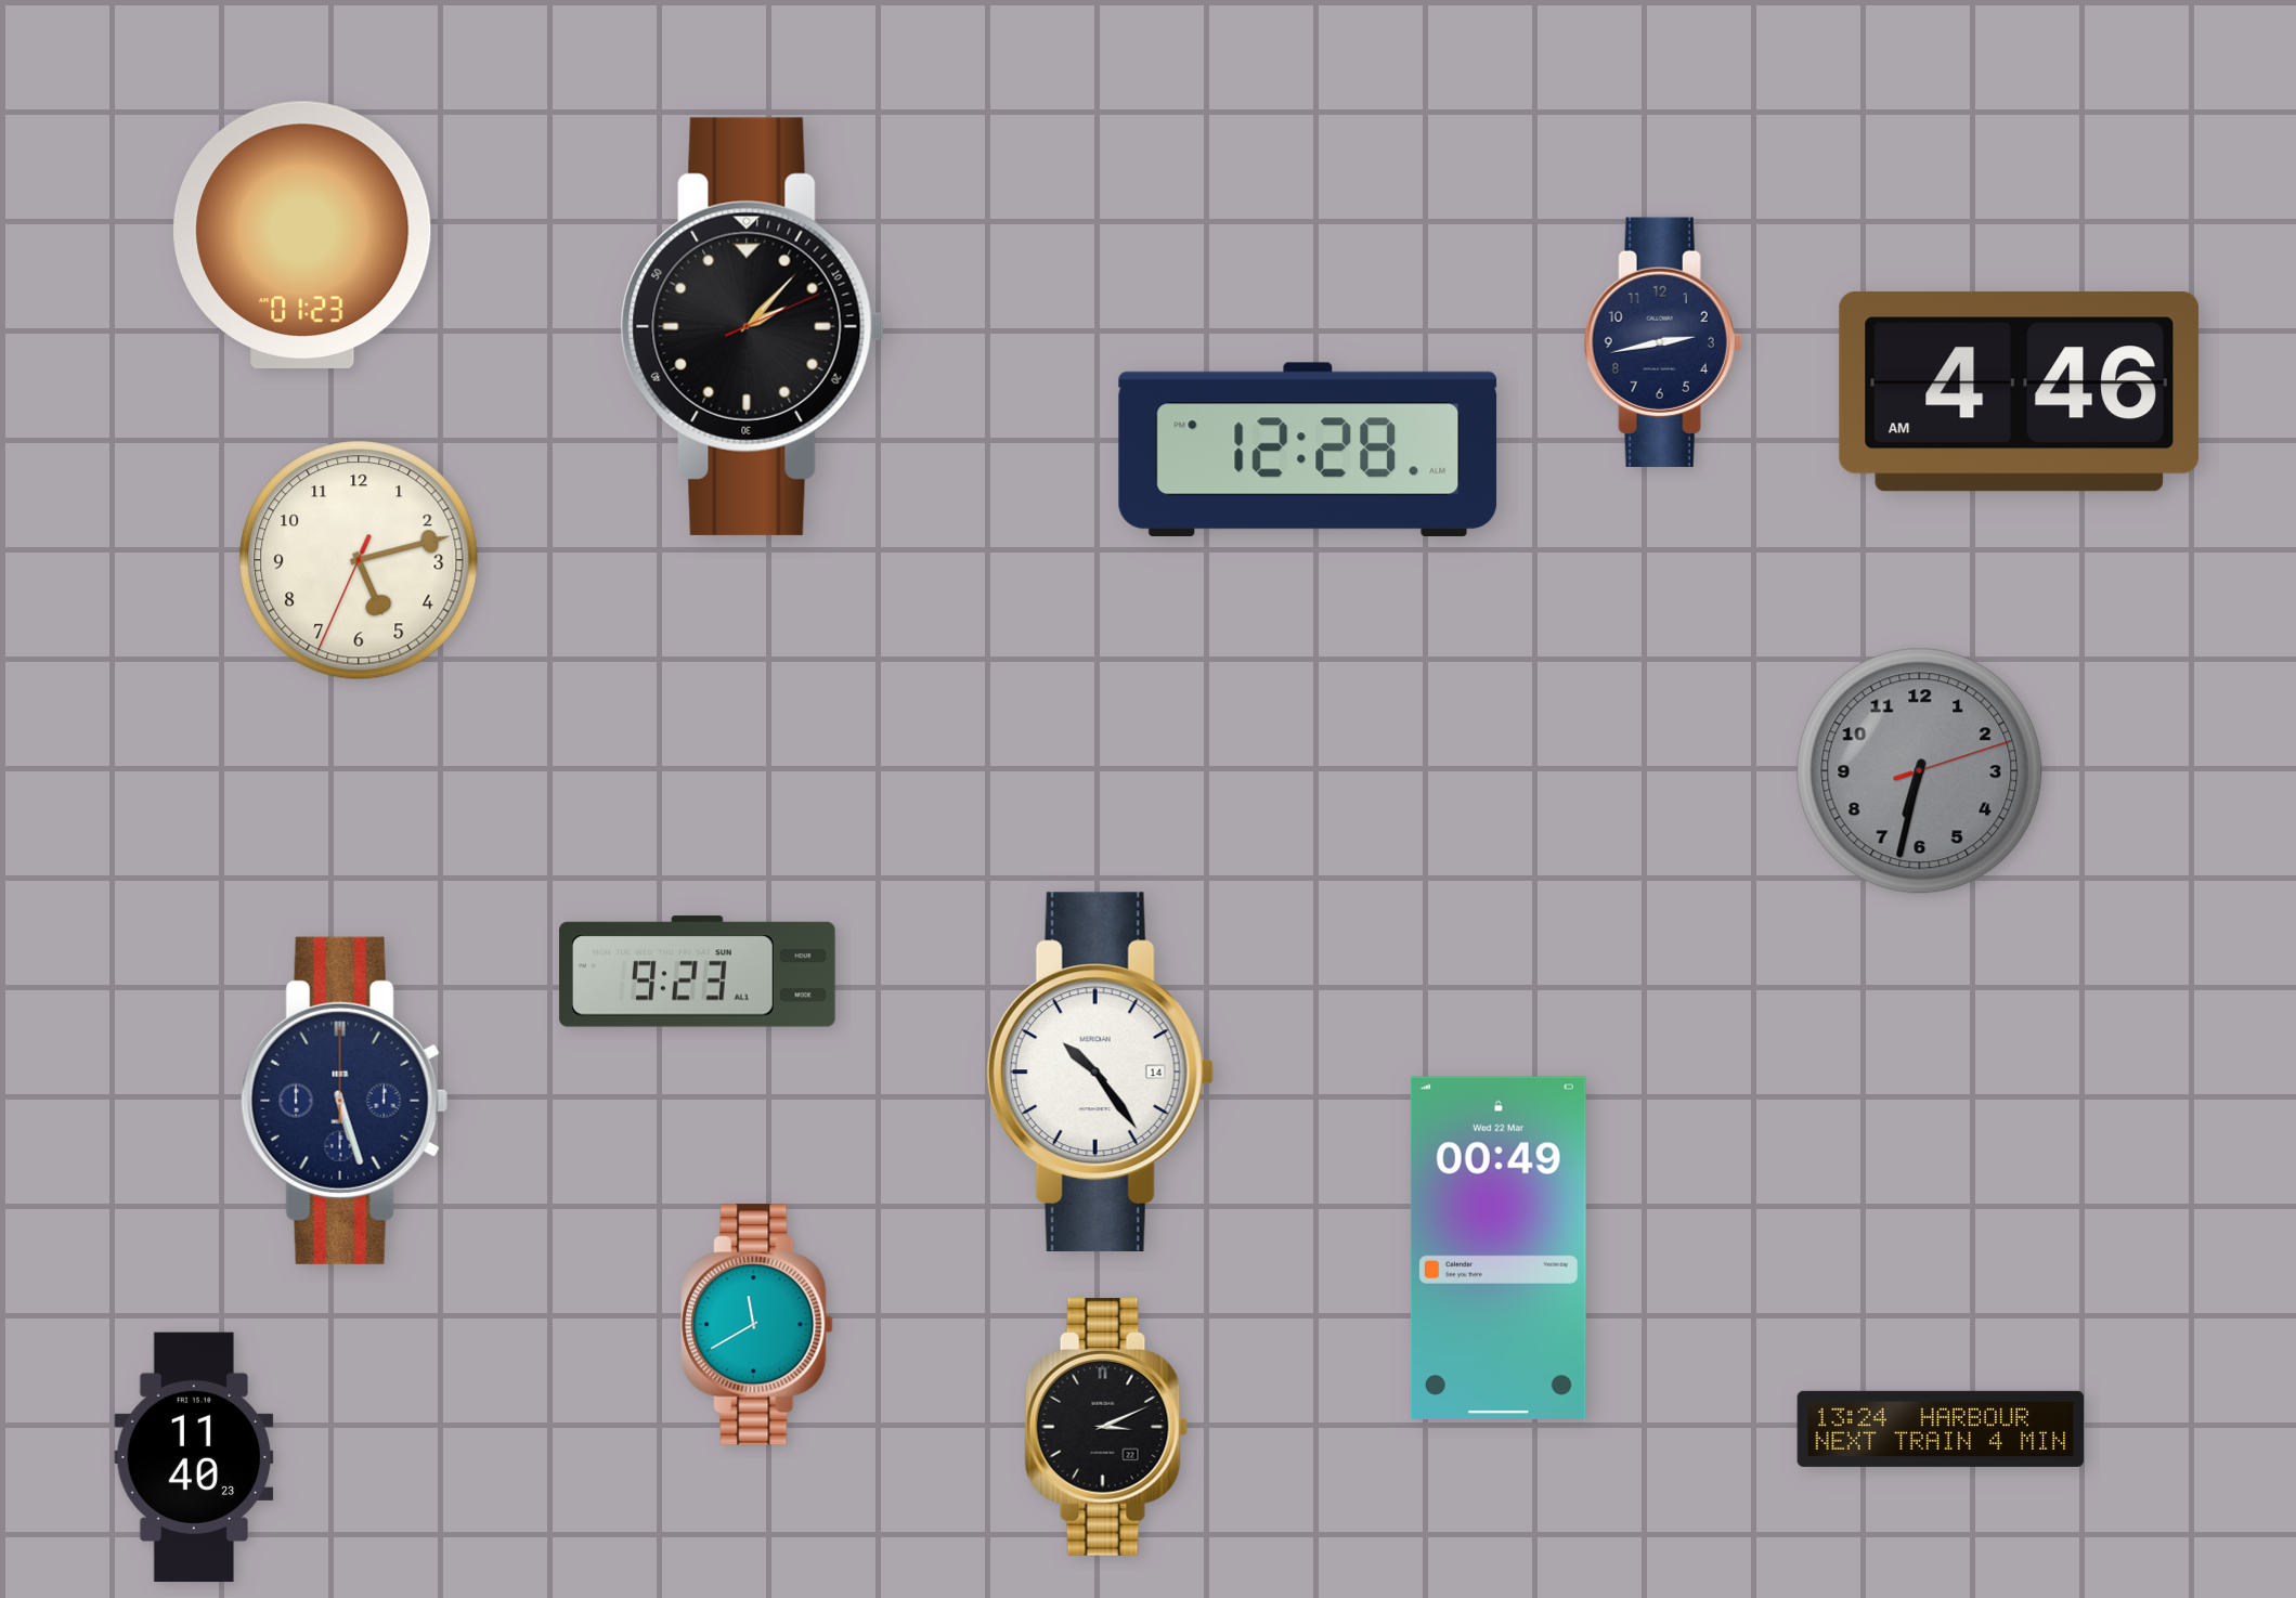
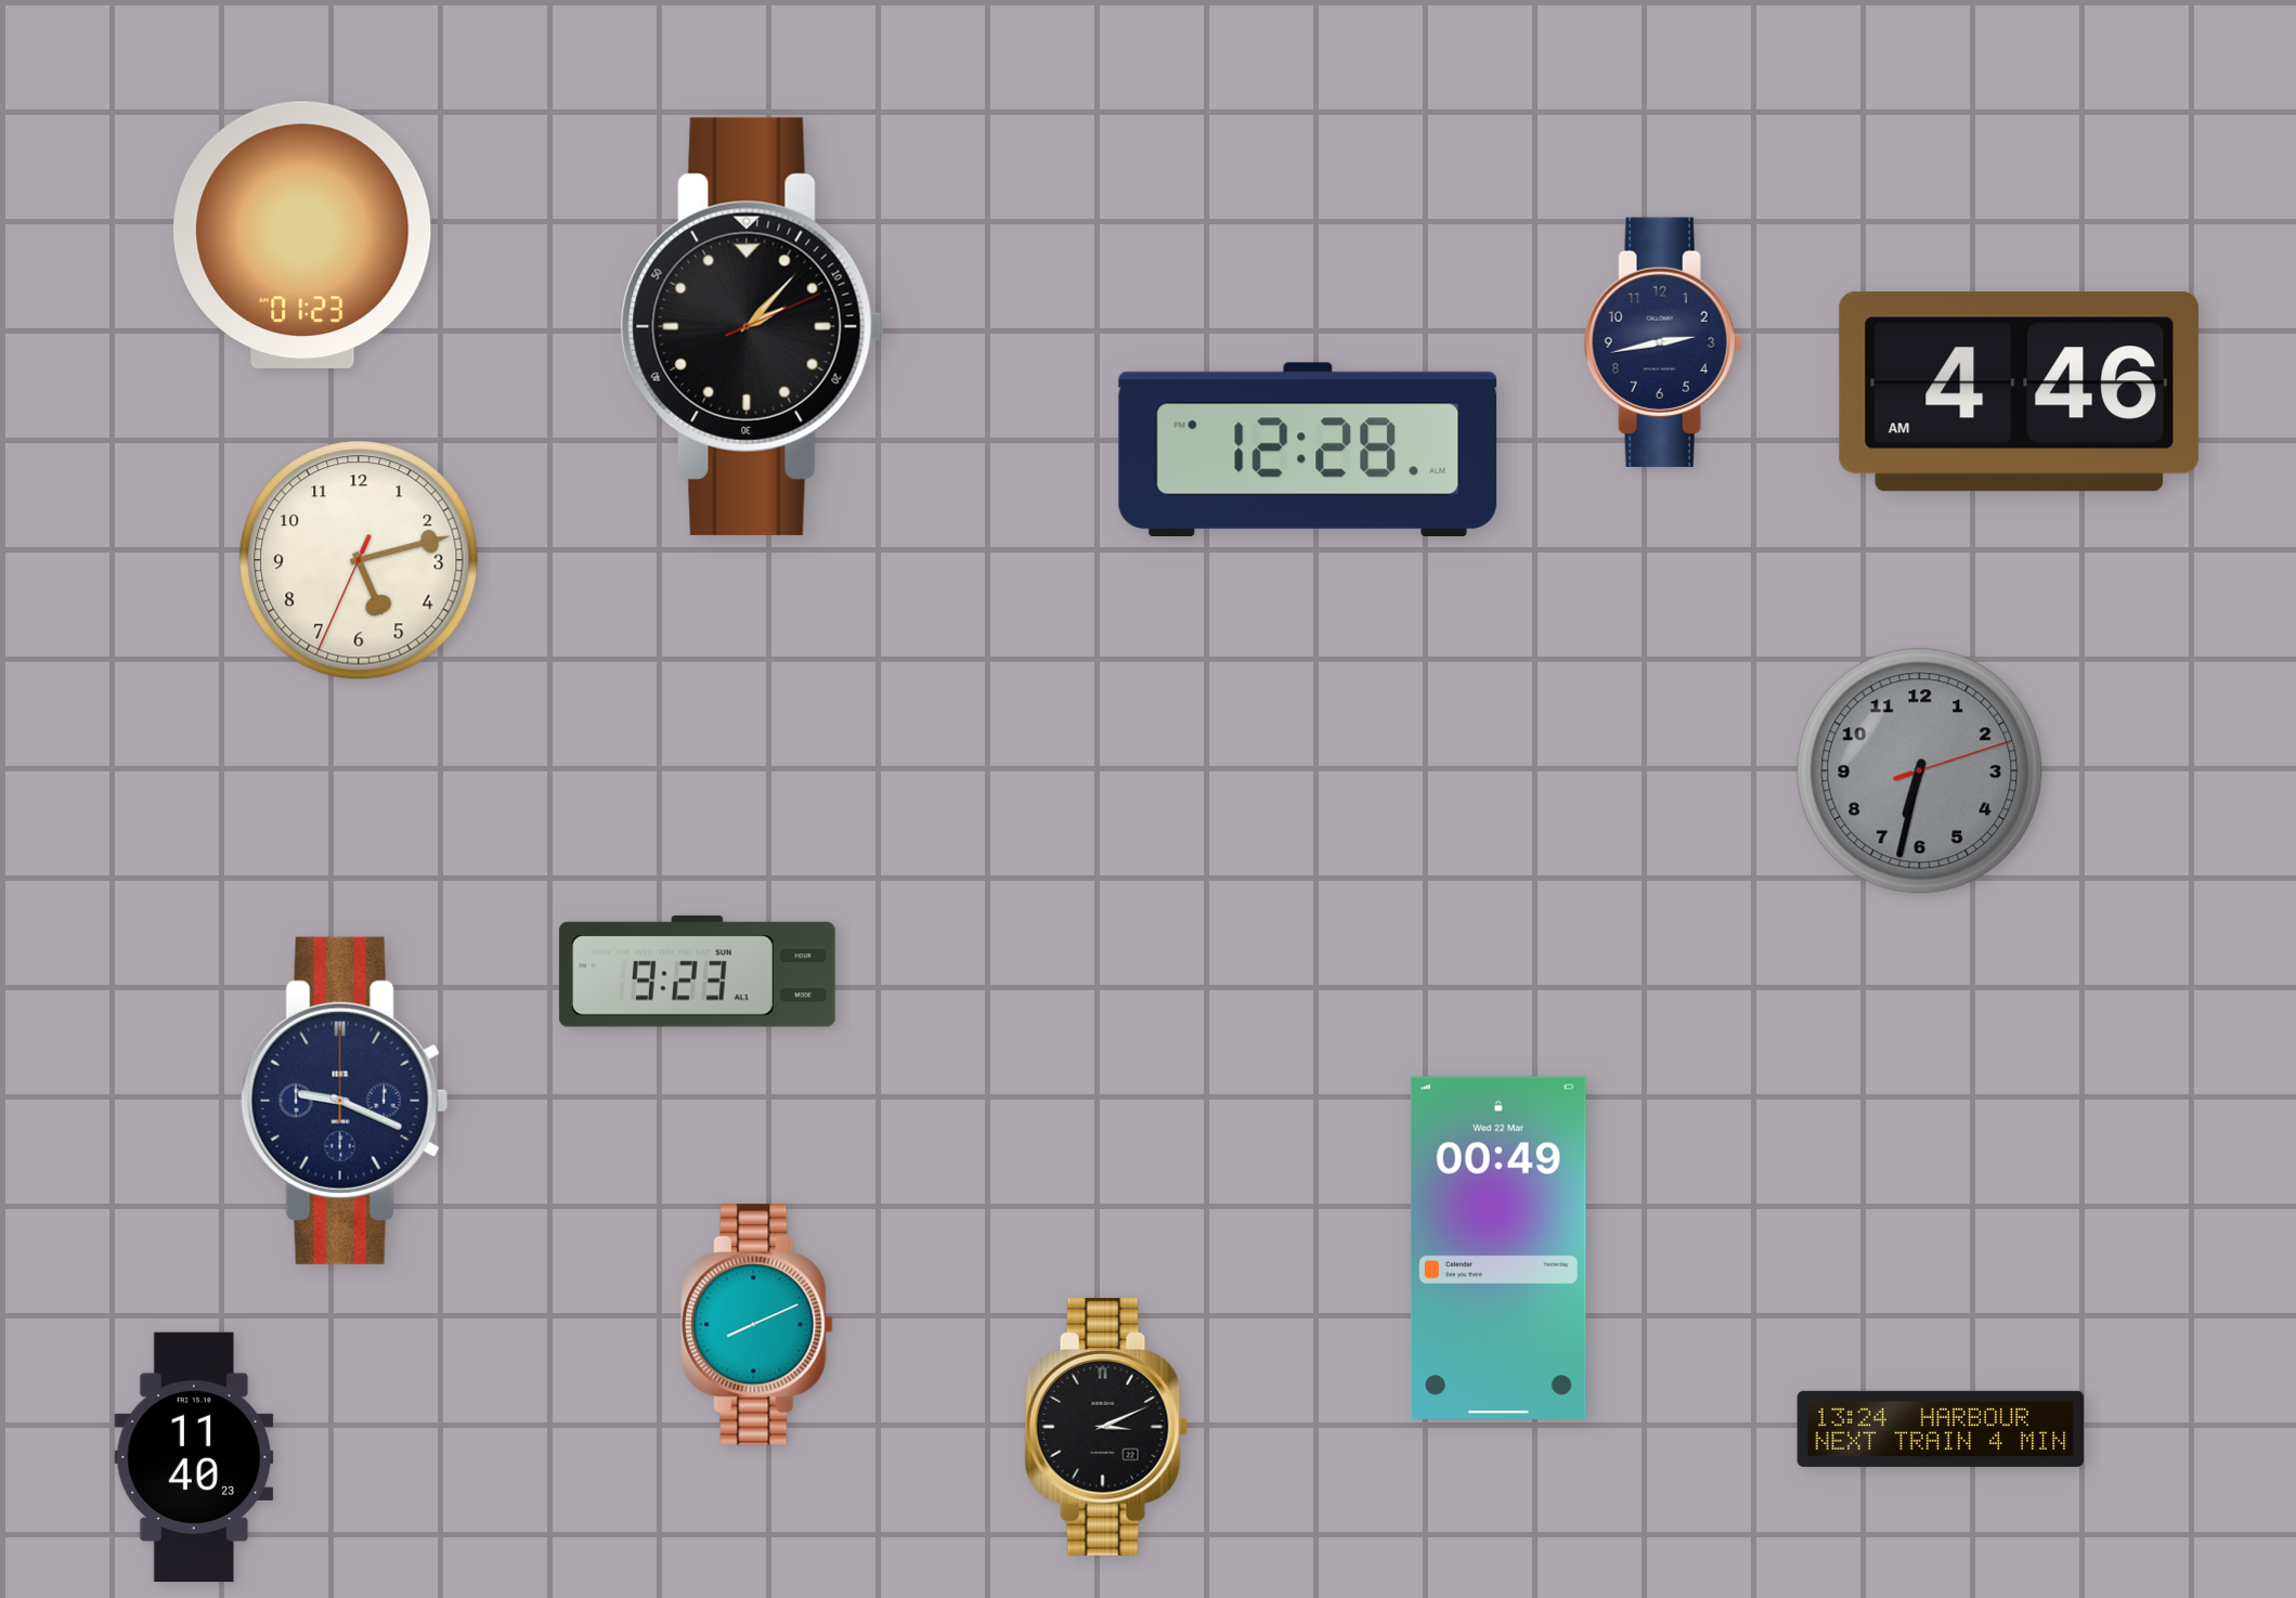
clock at (1100, 1073): 10:24 -> none
clock at (345, 1101): 5:27 -> 9:19
clock at (757, 1325): 11:40 -> 8:11
